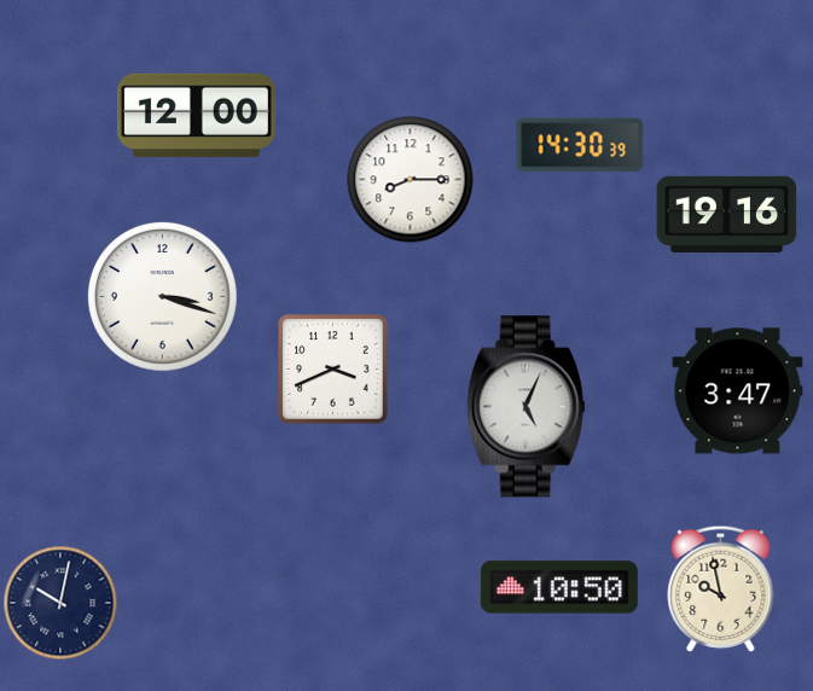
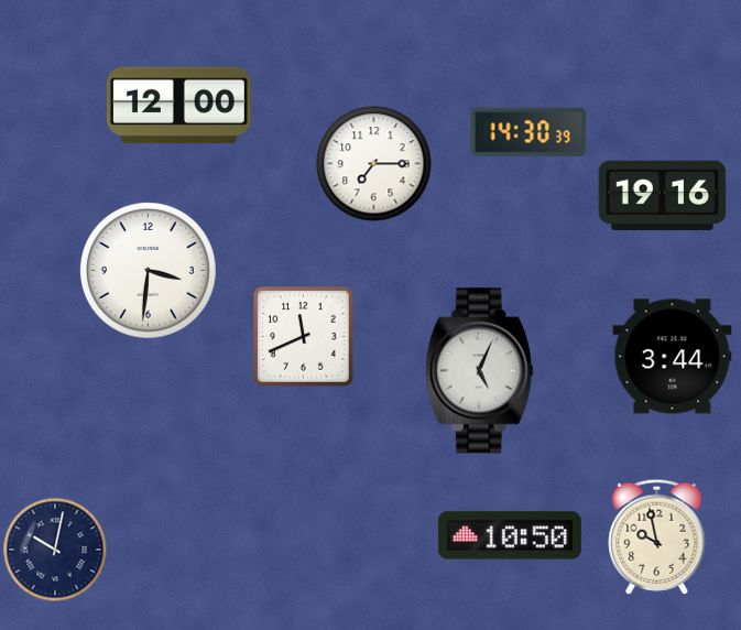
clock at (411, 180): 8:15 -> 7:15
clock at (162, 296): 3:18 -> 3:31
clock at (333, 370): 3:41 -> 11:41
clock at (738, 391): 3:47 -> 3:44
